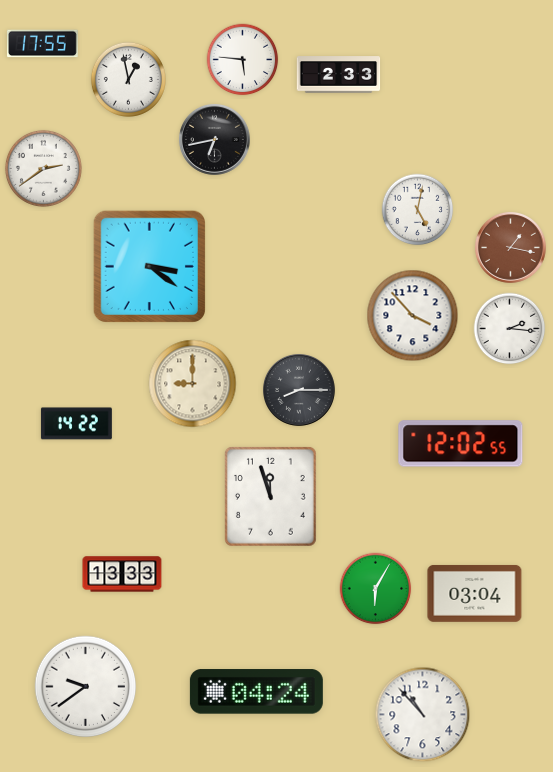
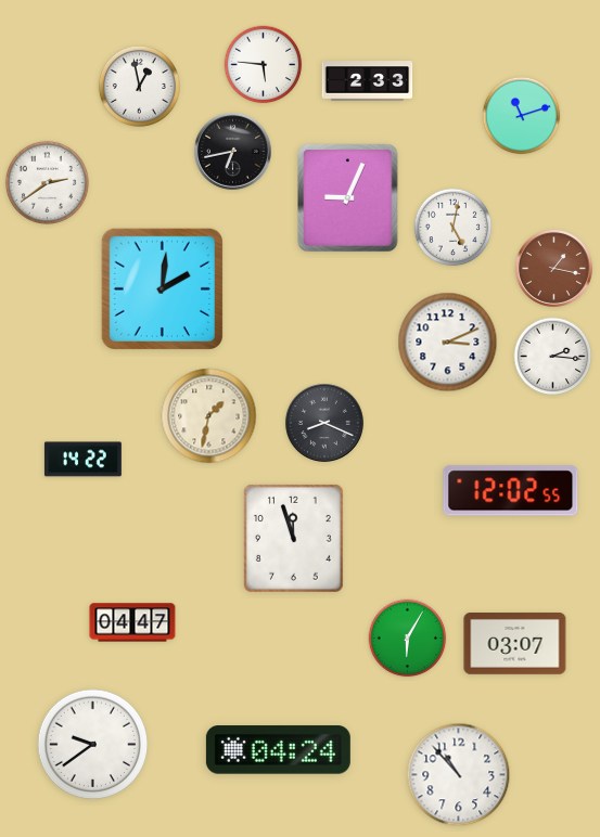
clock at (42, 44): 17:55 -> none
clock at (522, 116): none -> 11:12
clock at (348, 198): none -> 9:04
clock at (149, 266): 3:21 -> 2:01
clock at (413, 316): 3:53 -> 3:11
clock at (193, 384): 9:00 -> 1:32
clock at (300, 391): 8:15 -> 8:19
clock at (461, 444) position: (461, 444) -> (511, 491)
clock at (122, 574): 13:33 -> 04:47
clock at (475, 593): 03:04 -> 03:07
